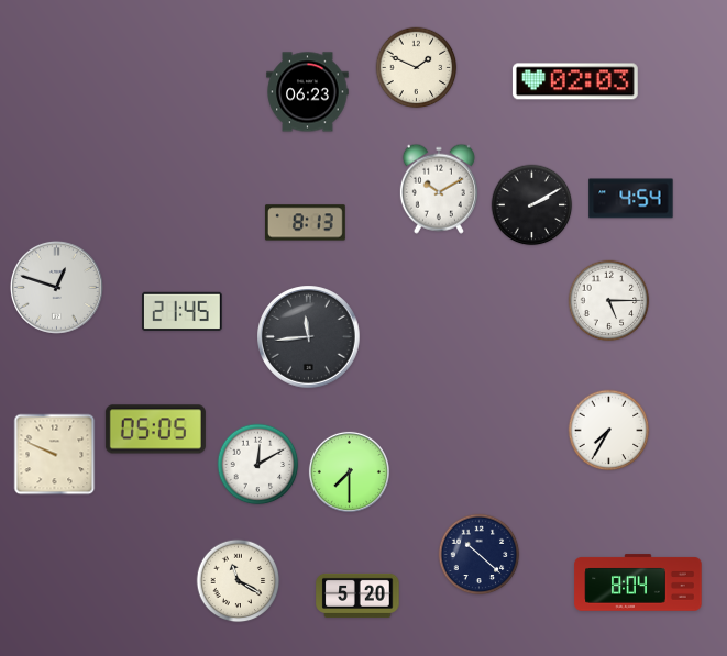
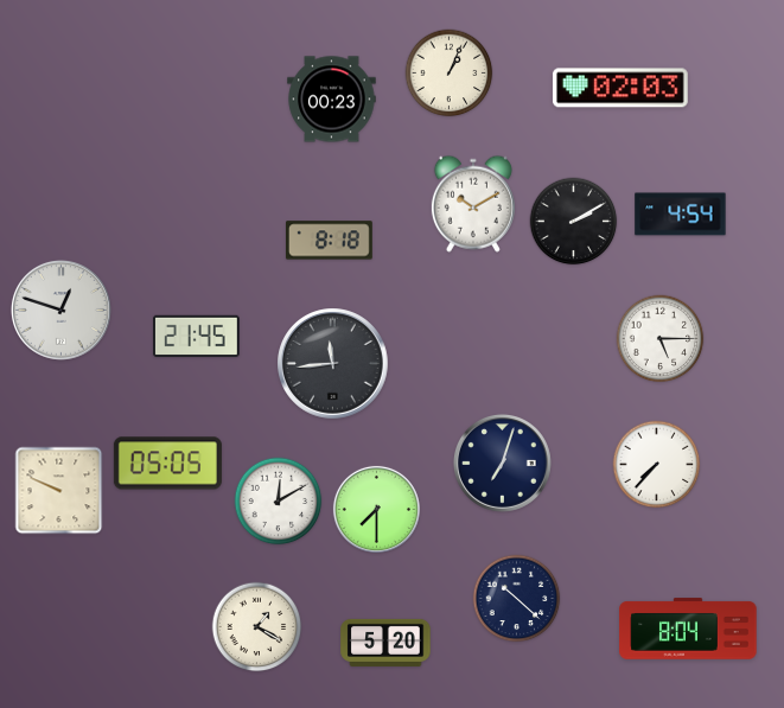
clock at (417, 68): 1:49 -> 1:04
clock at (308, 92): 06:23 -> 00:23
clock at (305, 223): 8:13 -> 8:18
clock at (609, 301) position: (609, 301) -> (661, 339)
clock at (502, 463): none -> 7:03
clock at (609, 431): 7:35 -> 7:37
clock at (239, 581): 11:20 -> 1:20
